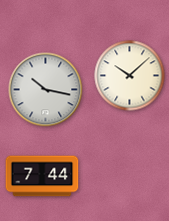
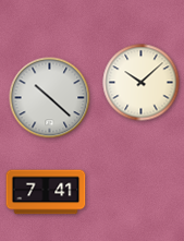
clock at (46, 90): 10:17 -> 10:22
clock at (42, 176): 7:44 -> 7:41
